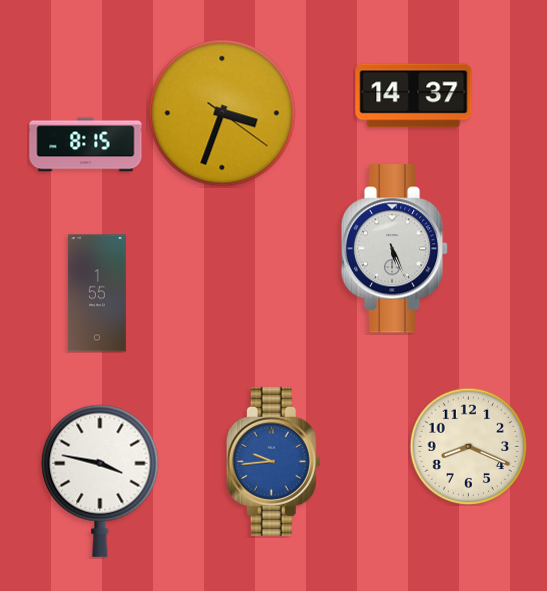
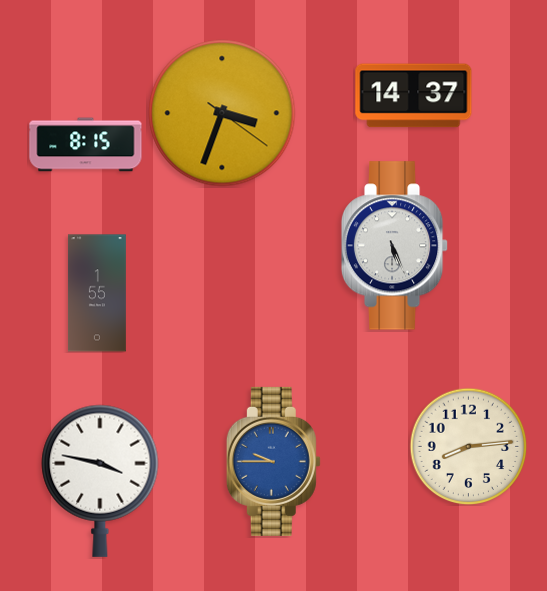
clock at (395, 249) position: (395, 249) -> (395, 246)
clock at (468, 446): 8:19 -> 8:14
clock at (273, 461): 9:44 -> 9:45
